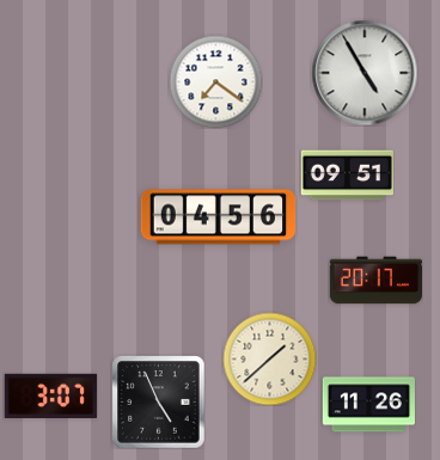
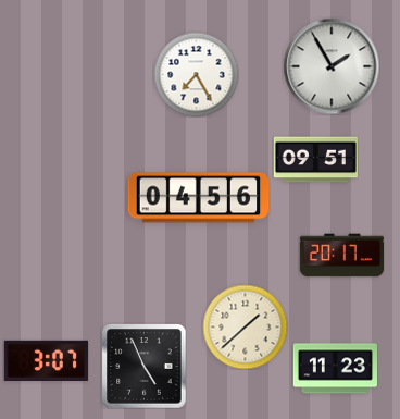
clock at (365, 73): 4:55 -> 1:55
clock at (215, 81): 7:21 -> 7:25
clock at (368, 405): 11:26 -> 11:23
